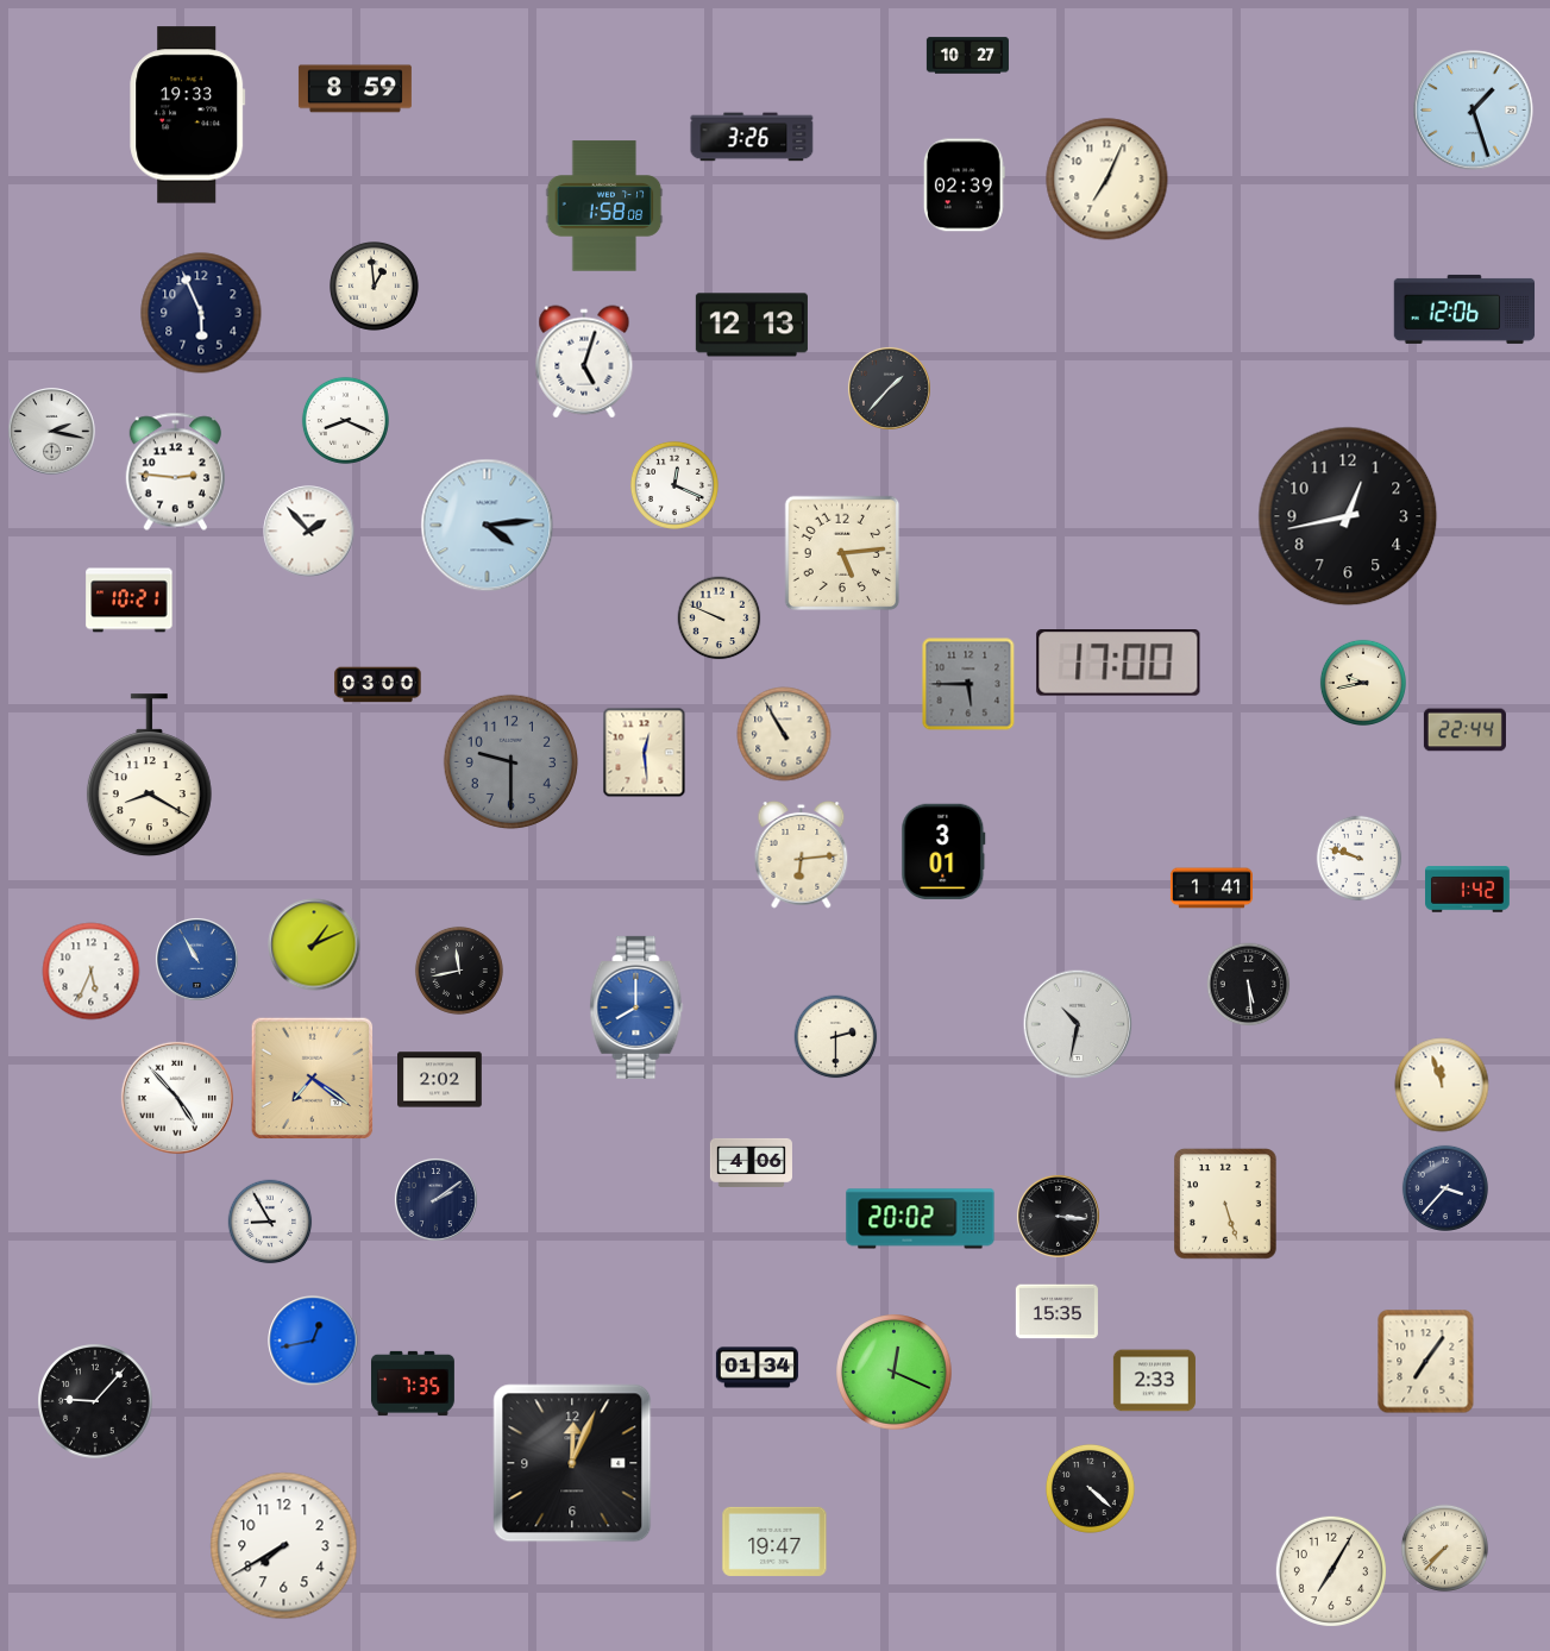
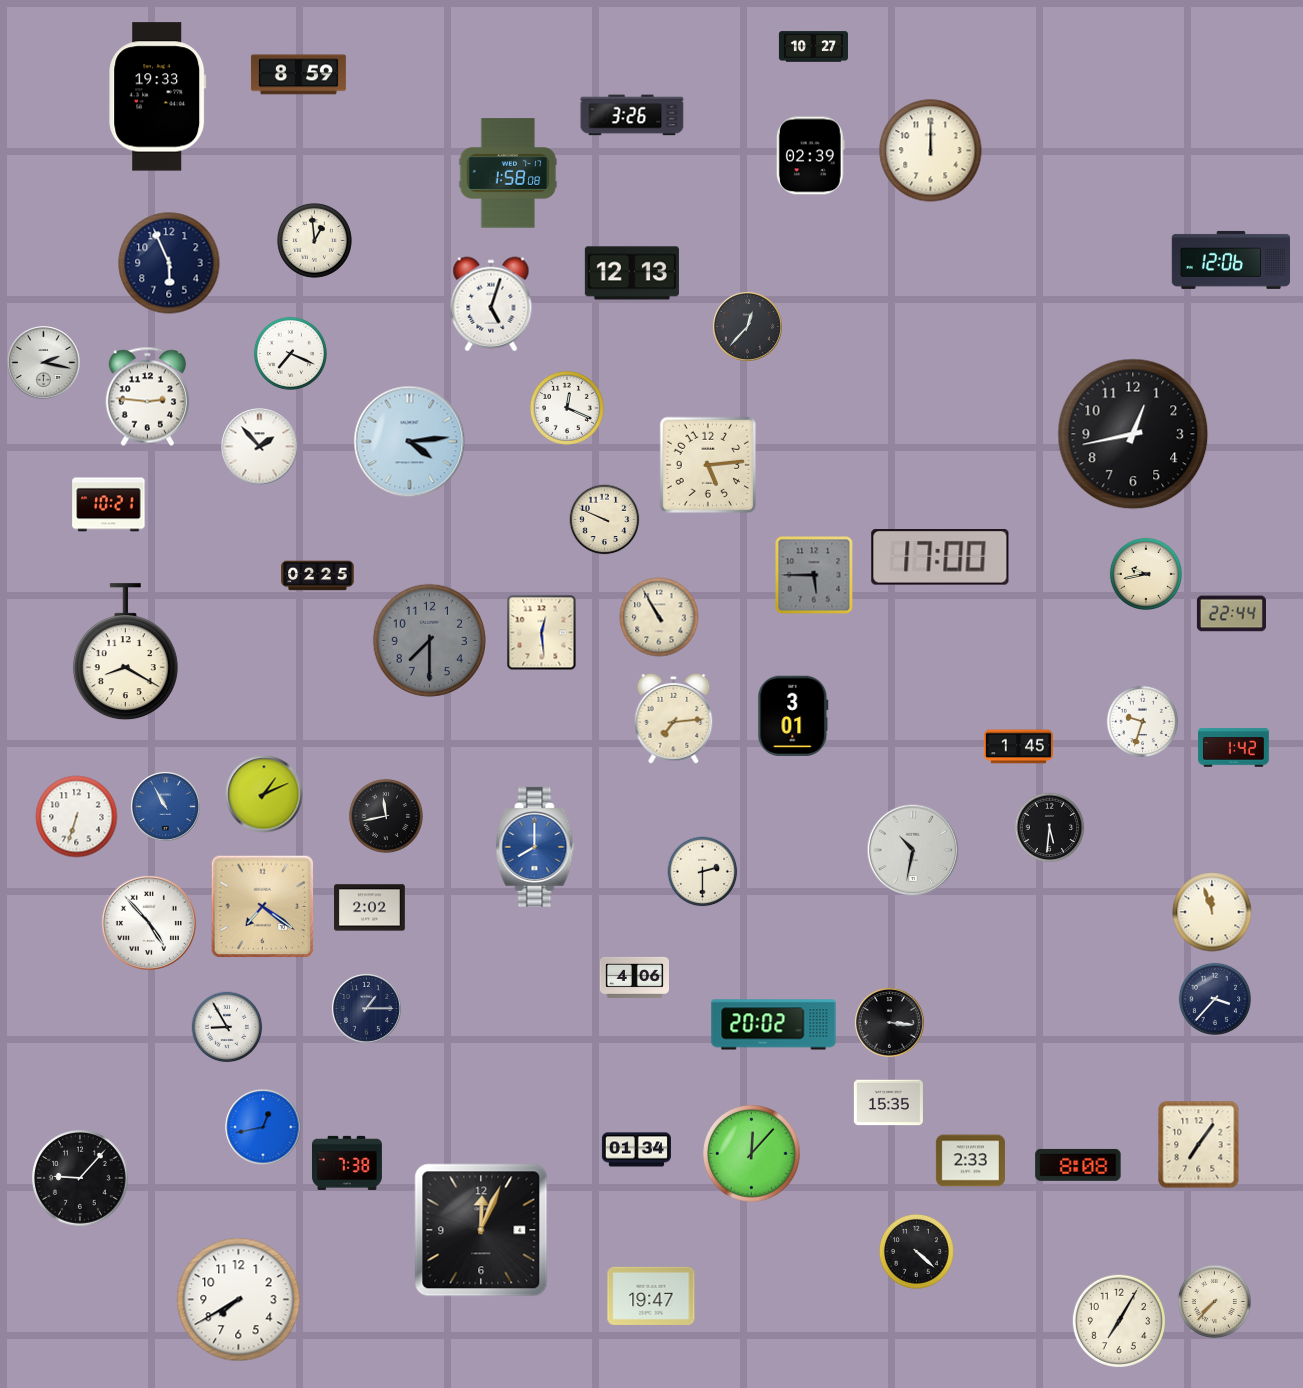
clock at (1474, 111): 1:27 -> none
clock at (1107, 180): 7:04 -> 12:00
clock at (889, 388): 1:37 -> 12:37
clock at (345, 420): 8:19 -> 7:19
clock at (378, 685): 03:00 -> 02:25
clock at (510, 761): 9:30 -> 7:30
clock at (802, 854): 6:14 -> 7:14
clock at (1360, 859): 9:48 -> 9:33
clock at (1211, 889): 1:41 -> 1:45
clock at (92, 972): 5:34 -> 6:33
clock at (1249, 985): 5:29 -> 5:31
clock at (1078, 1024) position: (1078, 1024) -> (913, 850)
clock at (751, 1162) position: (751, 1162) -> (634, 977)
clock at (435, 1199): 2:09 -> 1:15
clock at (1226, 1204): 5:27 -> none
clock at (895, 1373): 12:19 -> 12:07
clock at (413, 1383): 7:35 -> 7:38
clock at (1078, 1165): none -> 8:08
